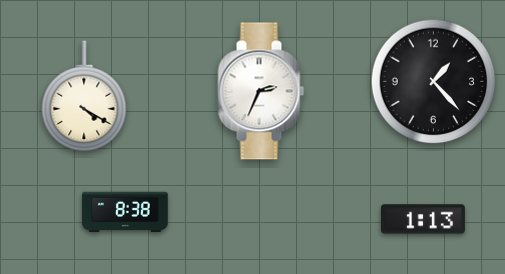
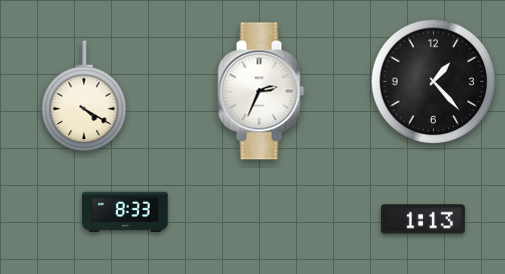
clock at (125, 212): 8:38 -> 8:33
